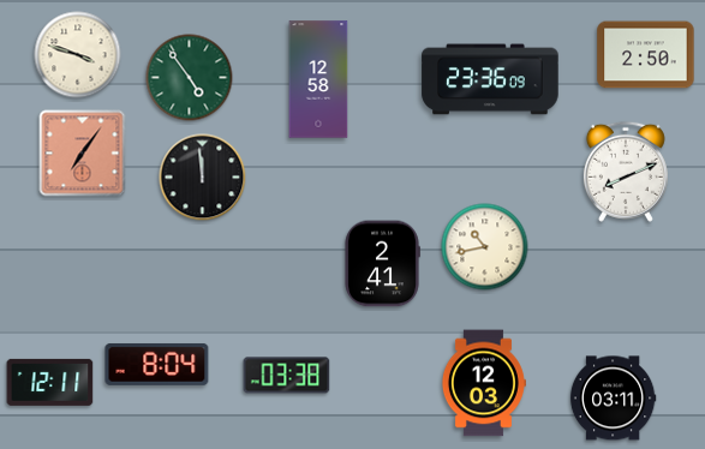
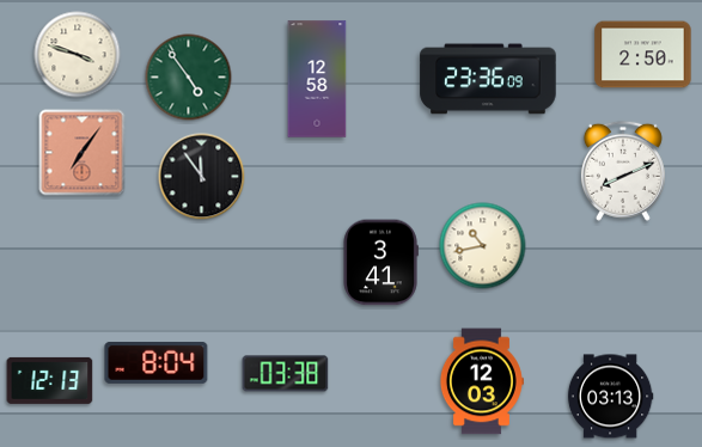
clock at (203, 178): 11:59 -> 11:54
clock at (382, 264): 2:41 -> 3:41
clock at (50, 382): 12:11 -> 12:13
clock at (613, 399): 03:11 -> 03:13
